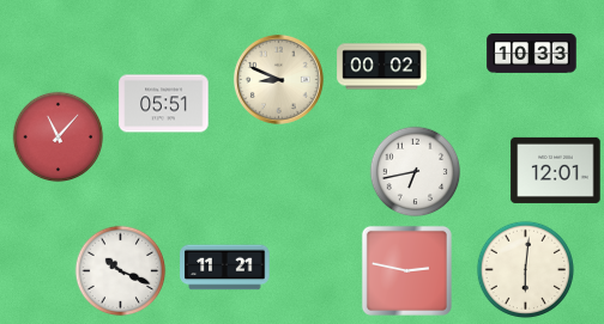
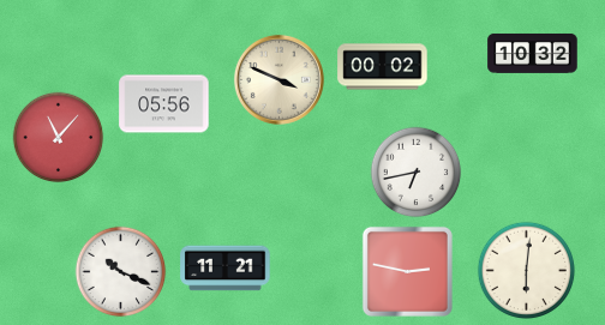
clock at (532, 53): 10:33 -> 10:32
clock at (278, 79): 8:49 -> 3:49
clock at (164, 104): 05:51 -> 05:56
clock at (556, 170): 12:01 -> none
